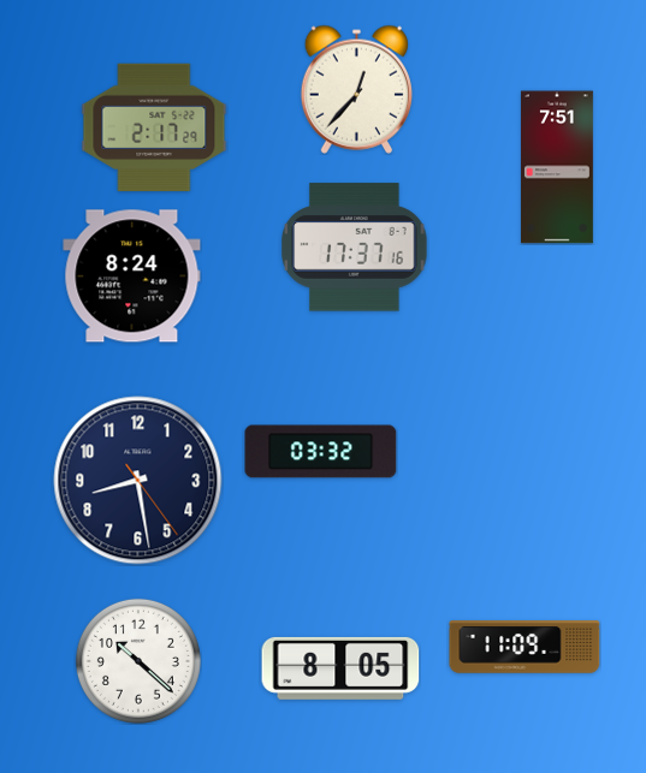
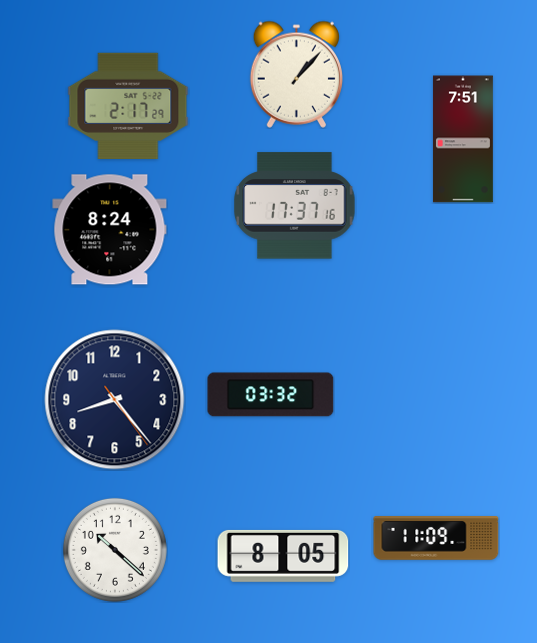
clock at (356, 89): 12:37 -> 1:07
clock at (321, 452) position: (321, 452) -> (271, 395)
clock at (138, 481): 8:28 -> 8:23
